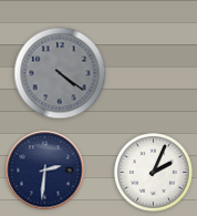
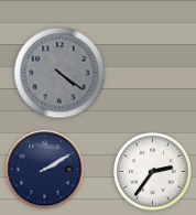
clock at (45, 171): 2:31 -> 2:10
clock at (154, 173): 2:04 -> 2:36
